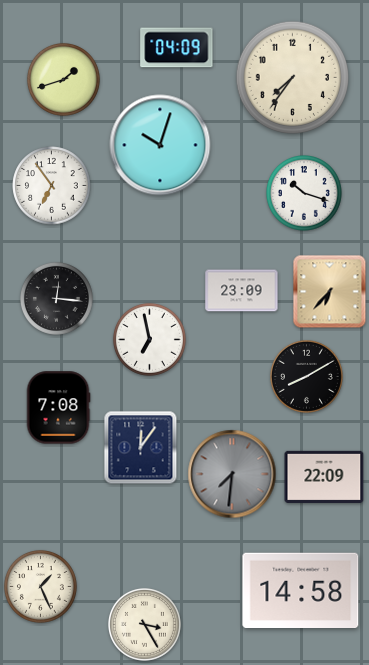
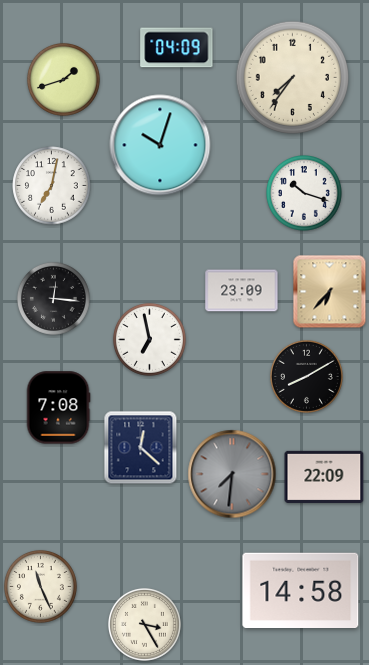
clock at (52, 186): 6:54 -> 7:02
clock at (56, 298) position: (56, 298) -> (53, 298)
clock at (141, 448): 12:06 -> 12:22
clock at (40, 586): 1:26 -> 11:26
